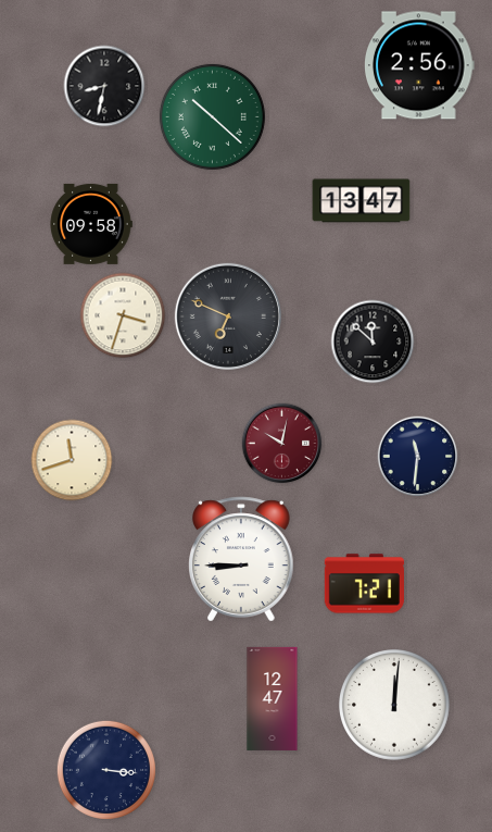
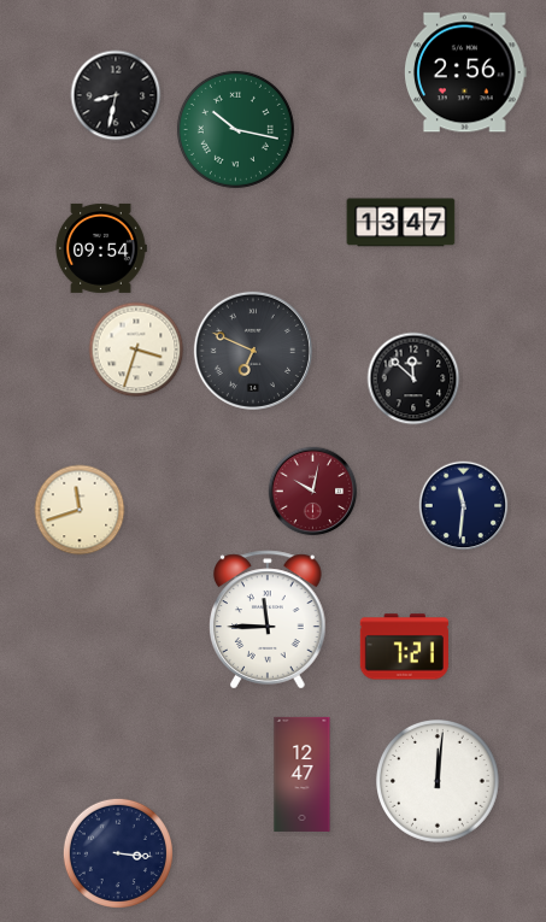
clock at (212, 116): 10:22 -> 10:17
clock at (91, 224): 09:58 -> 09:54
clock at (242, 559): 8:45 -> 11:45
